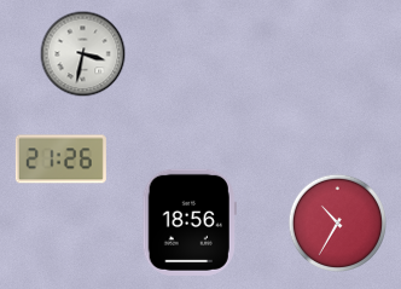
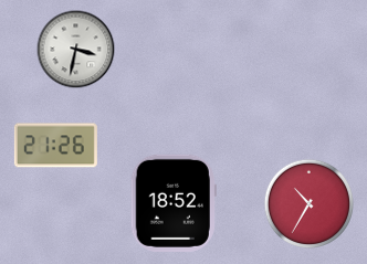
clock at (190, 222): 18:56 -> 18:52
